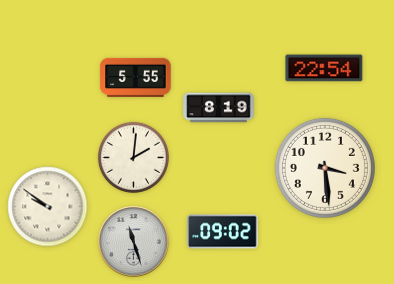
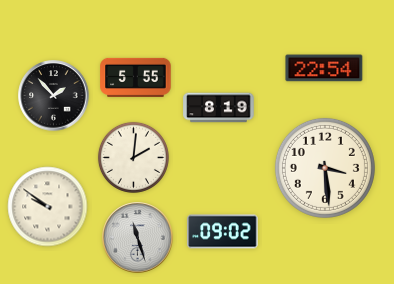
clock at (54, 96): none -> 1:53
clock at (134, 242) position: (134, 242) -> (138, 238)
